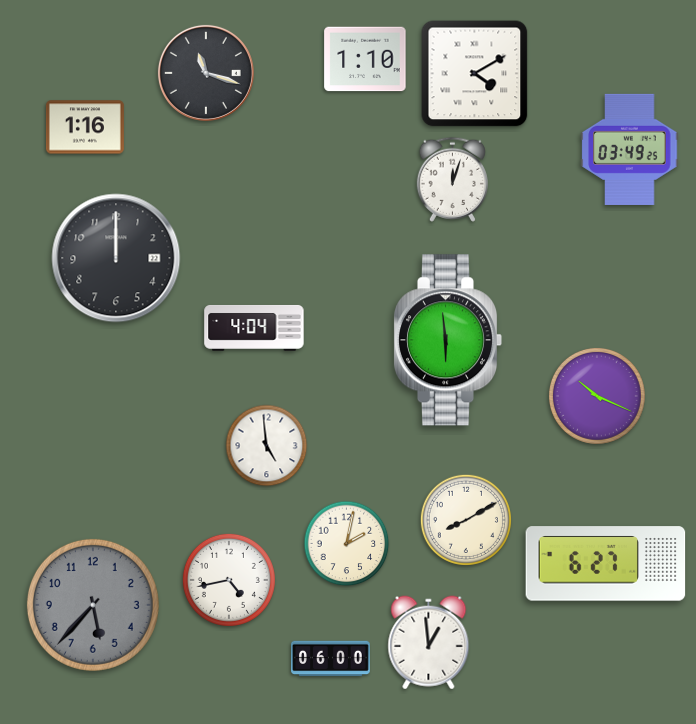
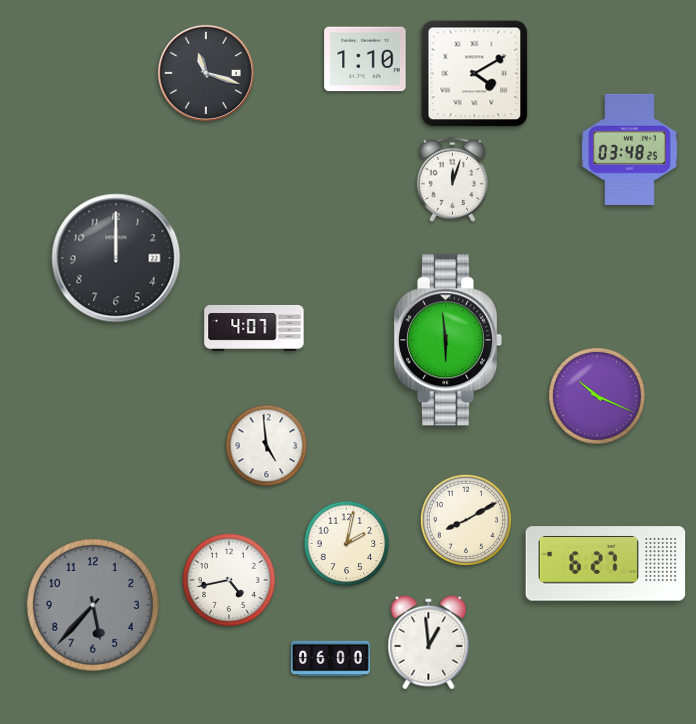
clock at (85, 127): 1:16 -> none
clock at (630, 149): 03:49 -> 03:48
clock at (254, 328): 4:04 -> 4:07
